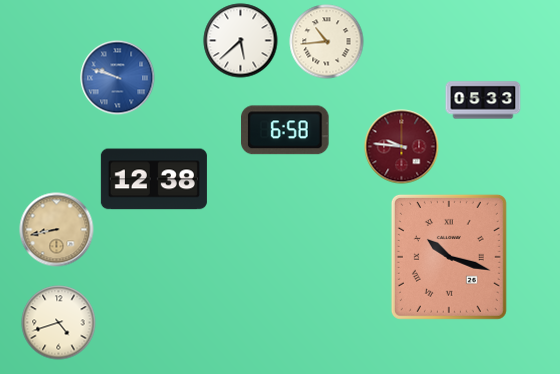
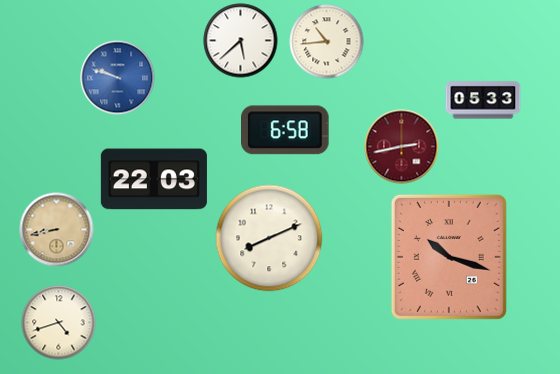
clock at (402, 147): 9:46 -> 2:43
clock at (154, 179): 12:38 -> 22:03
clock at (269, 238): none -> 8:11
